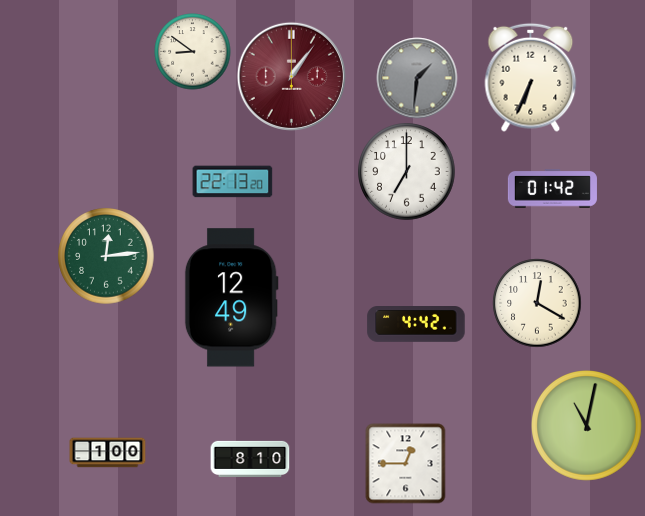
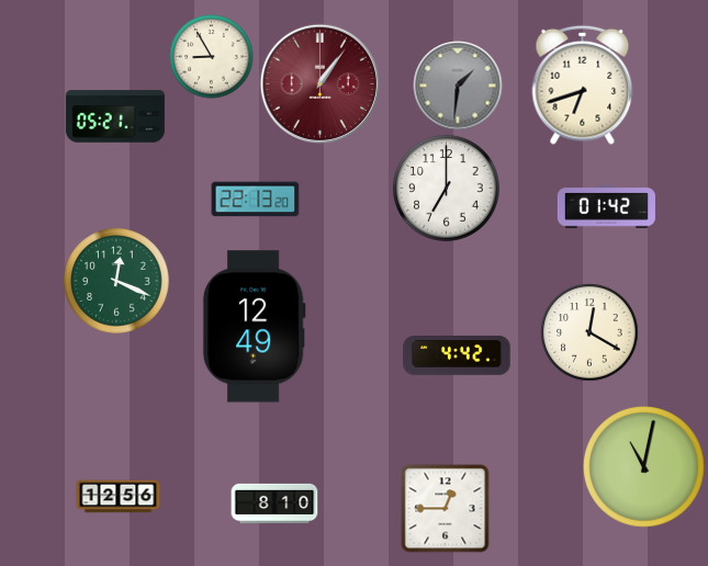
clock at (193, 52): 8:51 -> 8:55
clock at (531, 77): 6:34 -> 6:42
clock at (115, 116): none -> 05:21
clock at (106, 256): 12:14 -> 12:19
clock at (108, 453): 1:00 -> 12:56
